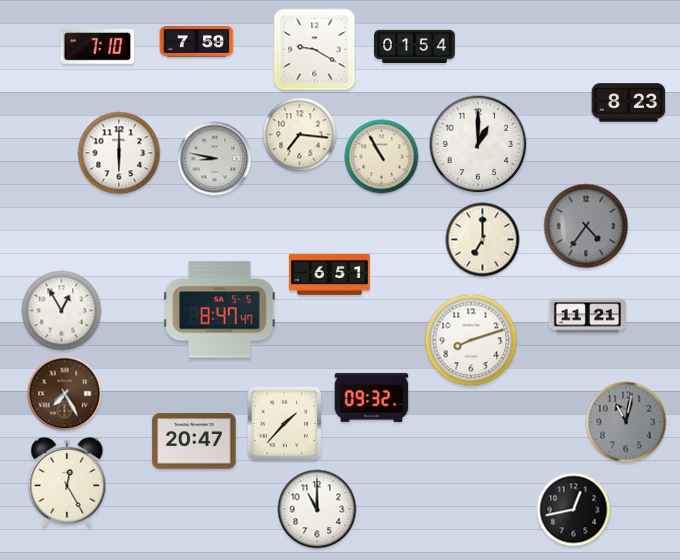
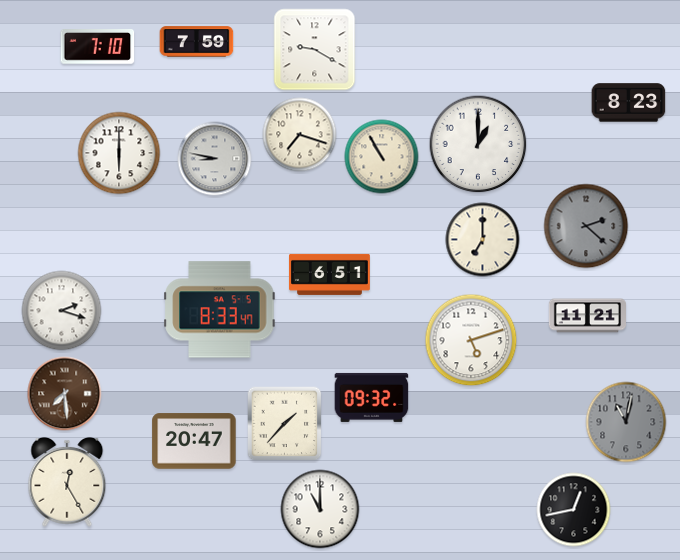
clock at (415, 46): 01:54 -> none
clock at (300, 135): 7:16 -> 7:18
clock at (586, 226): 4:36 -> 2:22
clock at (220, 310): 8:47 -> 8:33
clock at (62, 311): 12:55 -> 2:18
clock at (471, 340): 8:12 -> 5:12
clock at (65, 394): 7:25 -> 7:29
clock at (317, 509) position: (317, 509) -> (320, 509)
